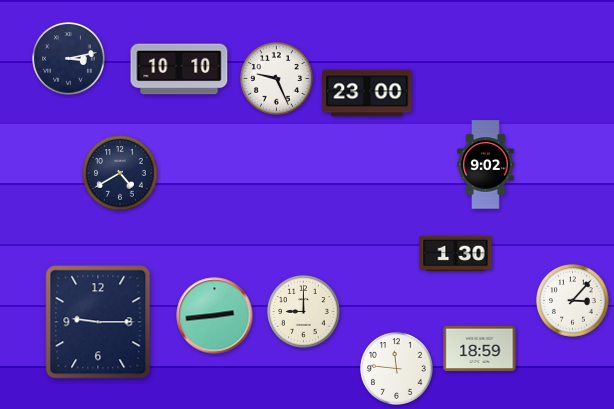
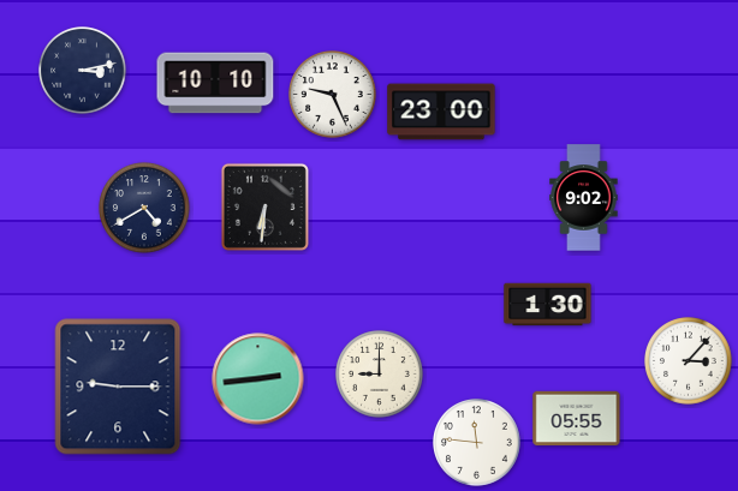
clock at (264, 206): none -> 6:31
clock at (304, 312) position: (304, 312) -> (380, 375)
clock at (480, 349): 18:59 -> 05:55
